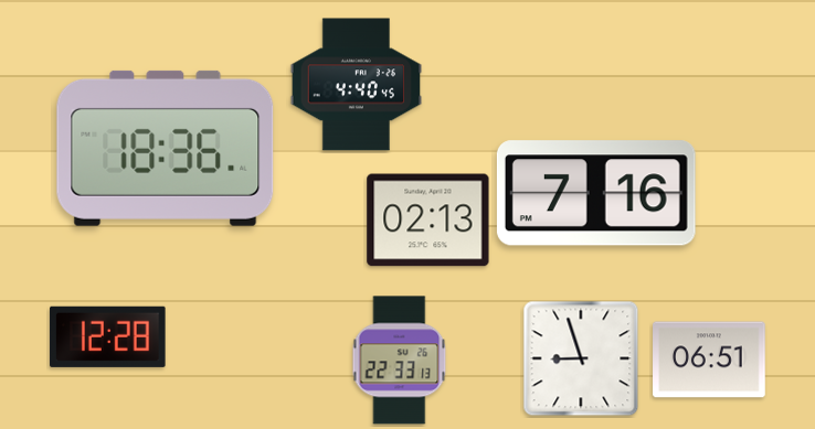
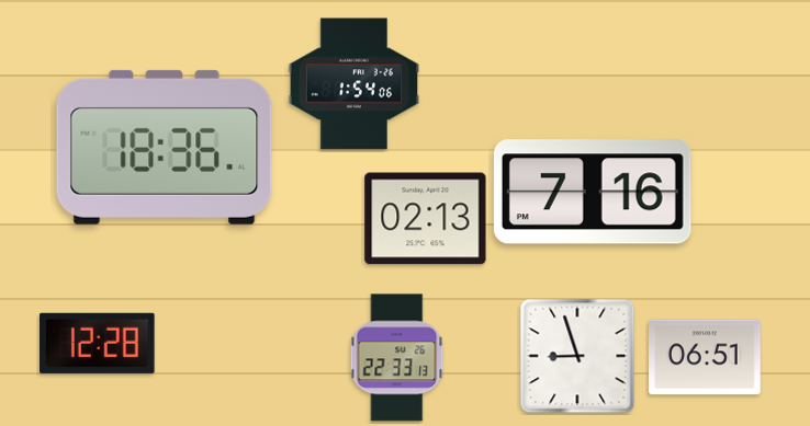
clock at (357, 85): 4:40 -> 1:54
clock at (108, 336) position: (108, 336) -> (98, 343)
